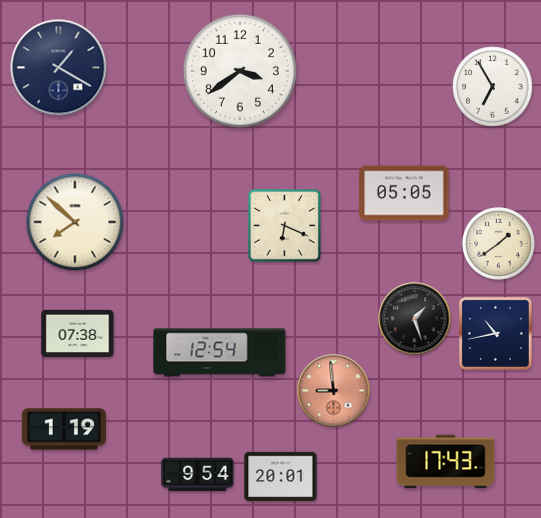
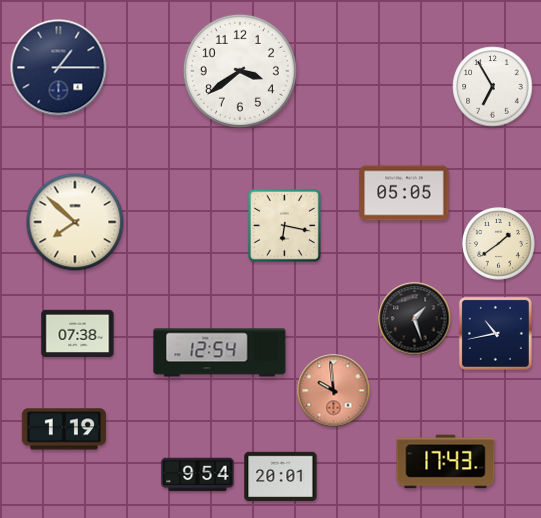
clock at (59, 68): 1:20 -> 1:15
clock at (284, 225): 6:19 -> 6:17
clock at (334, 391): 8:59 -> 9:59
